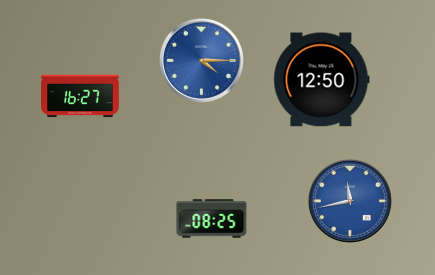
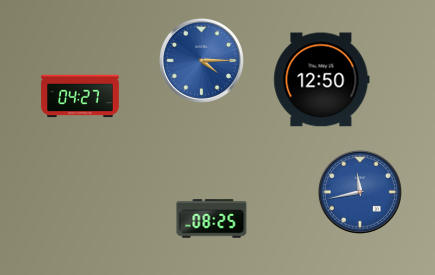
clock at (80, 96): 16:27 -> 04:27
clock at (350, 201) position: (350, 201) -> (360, 192)
